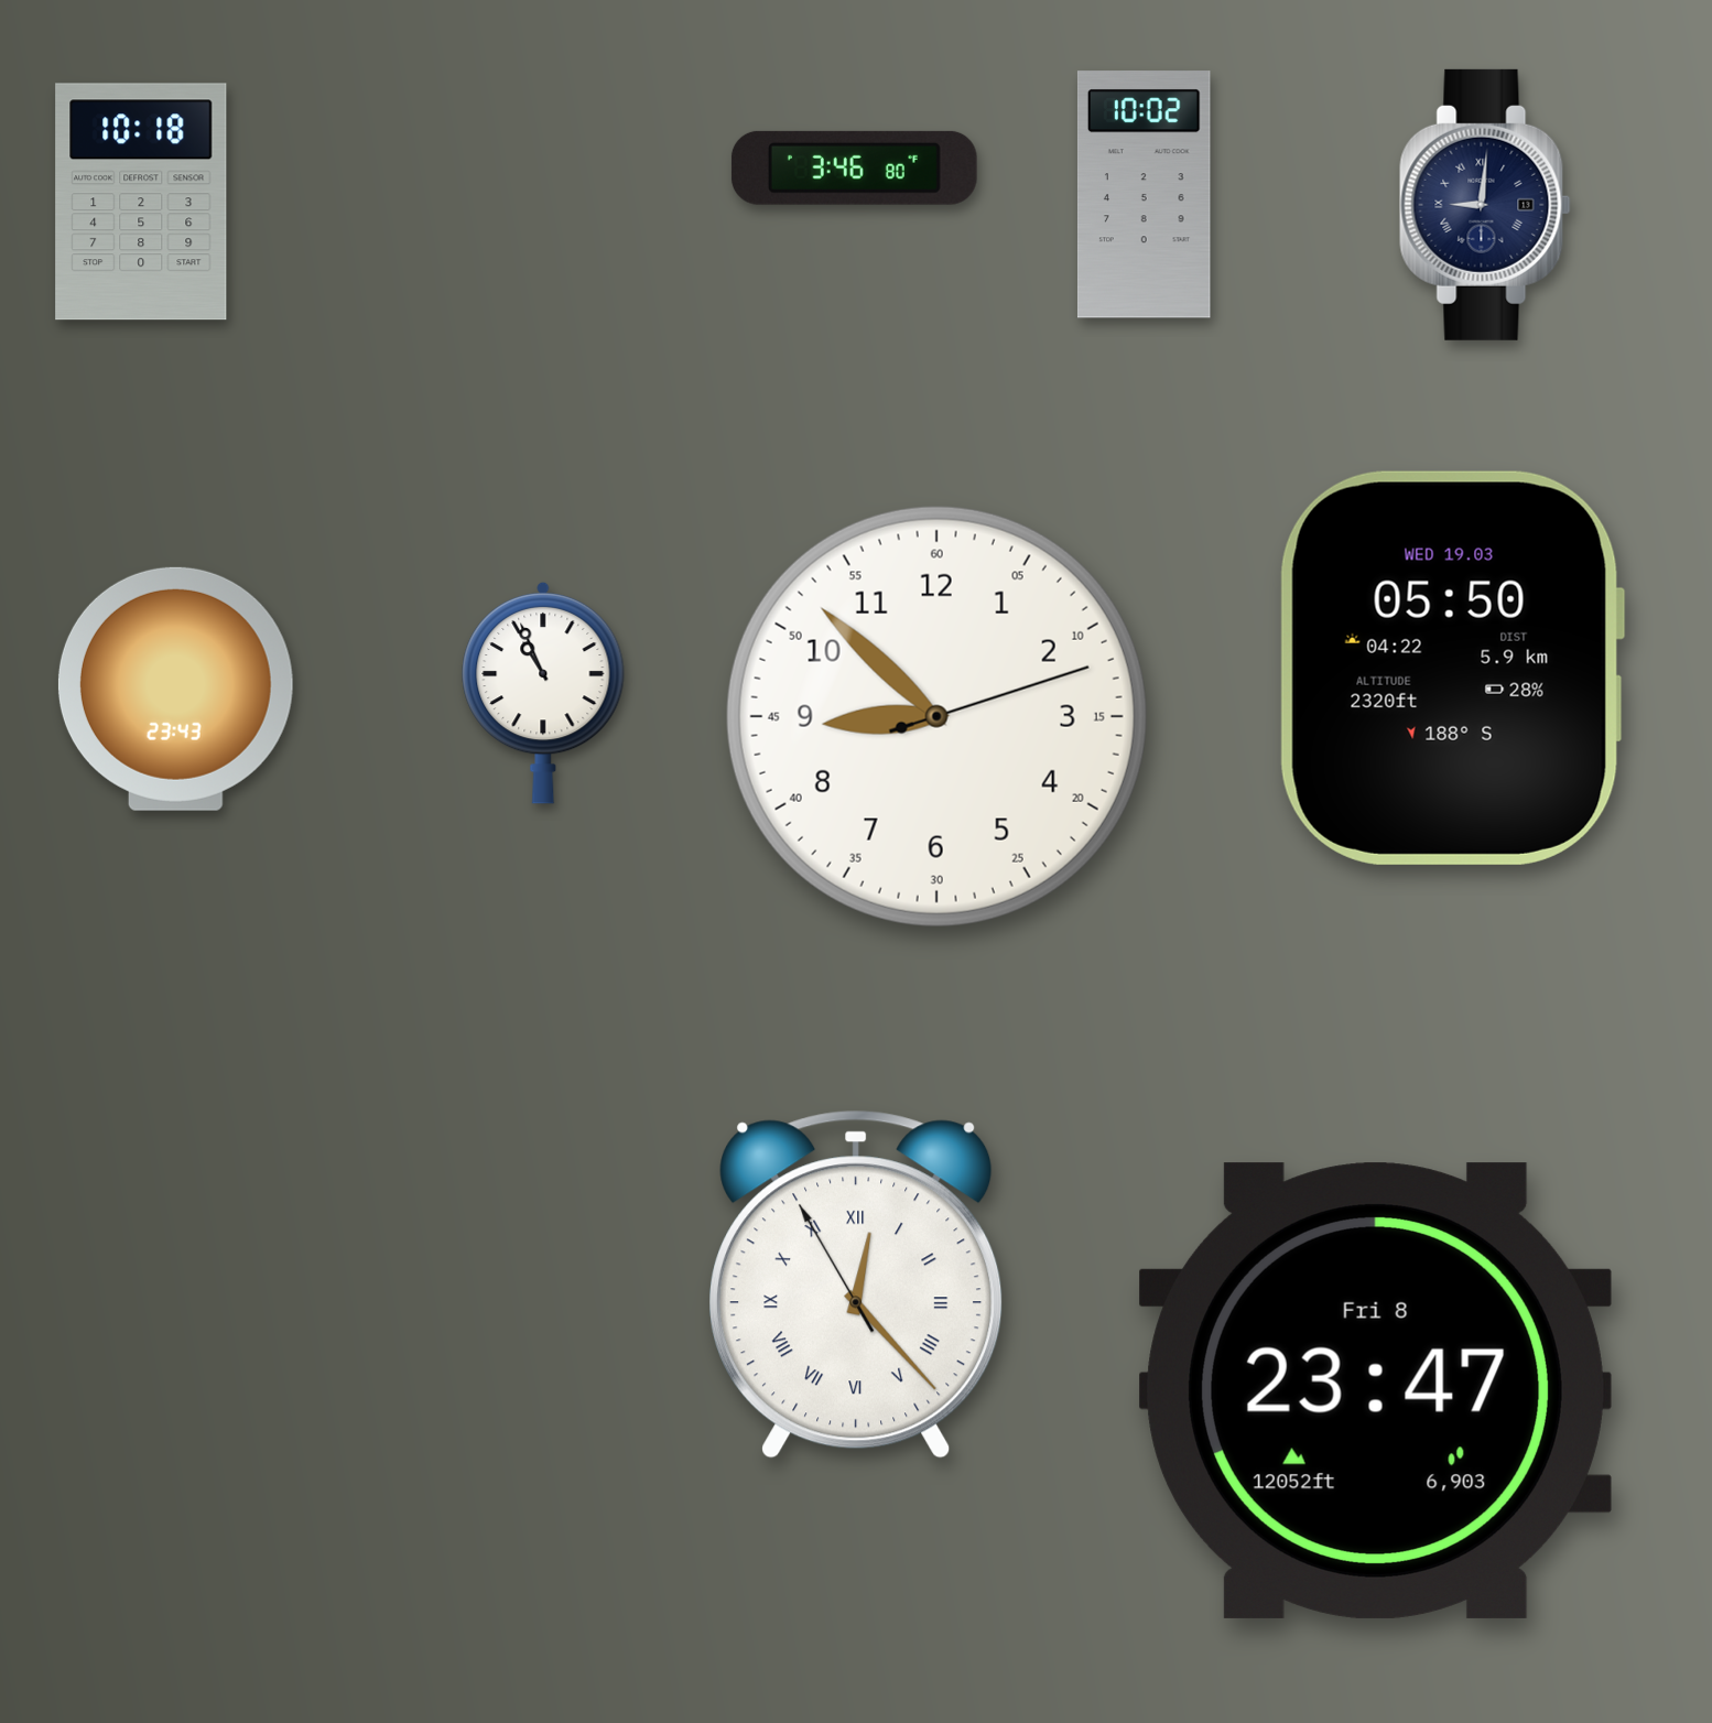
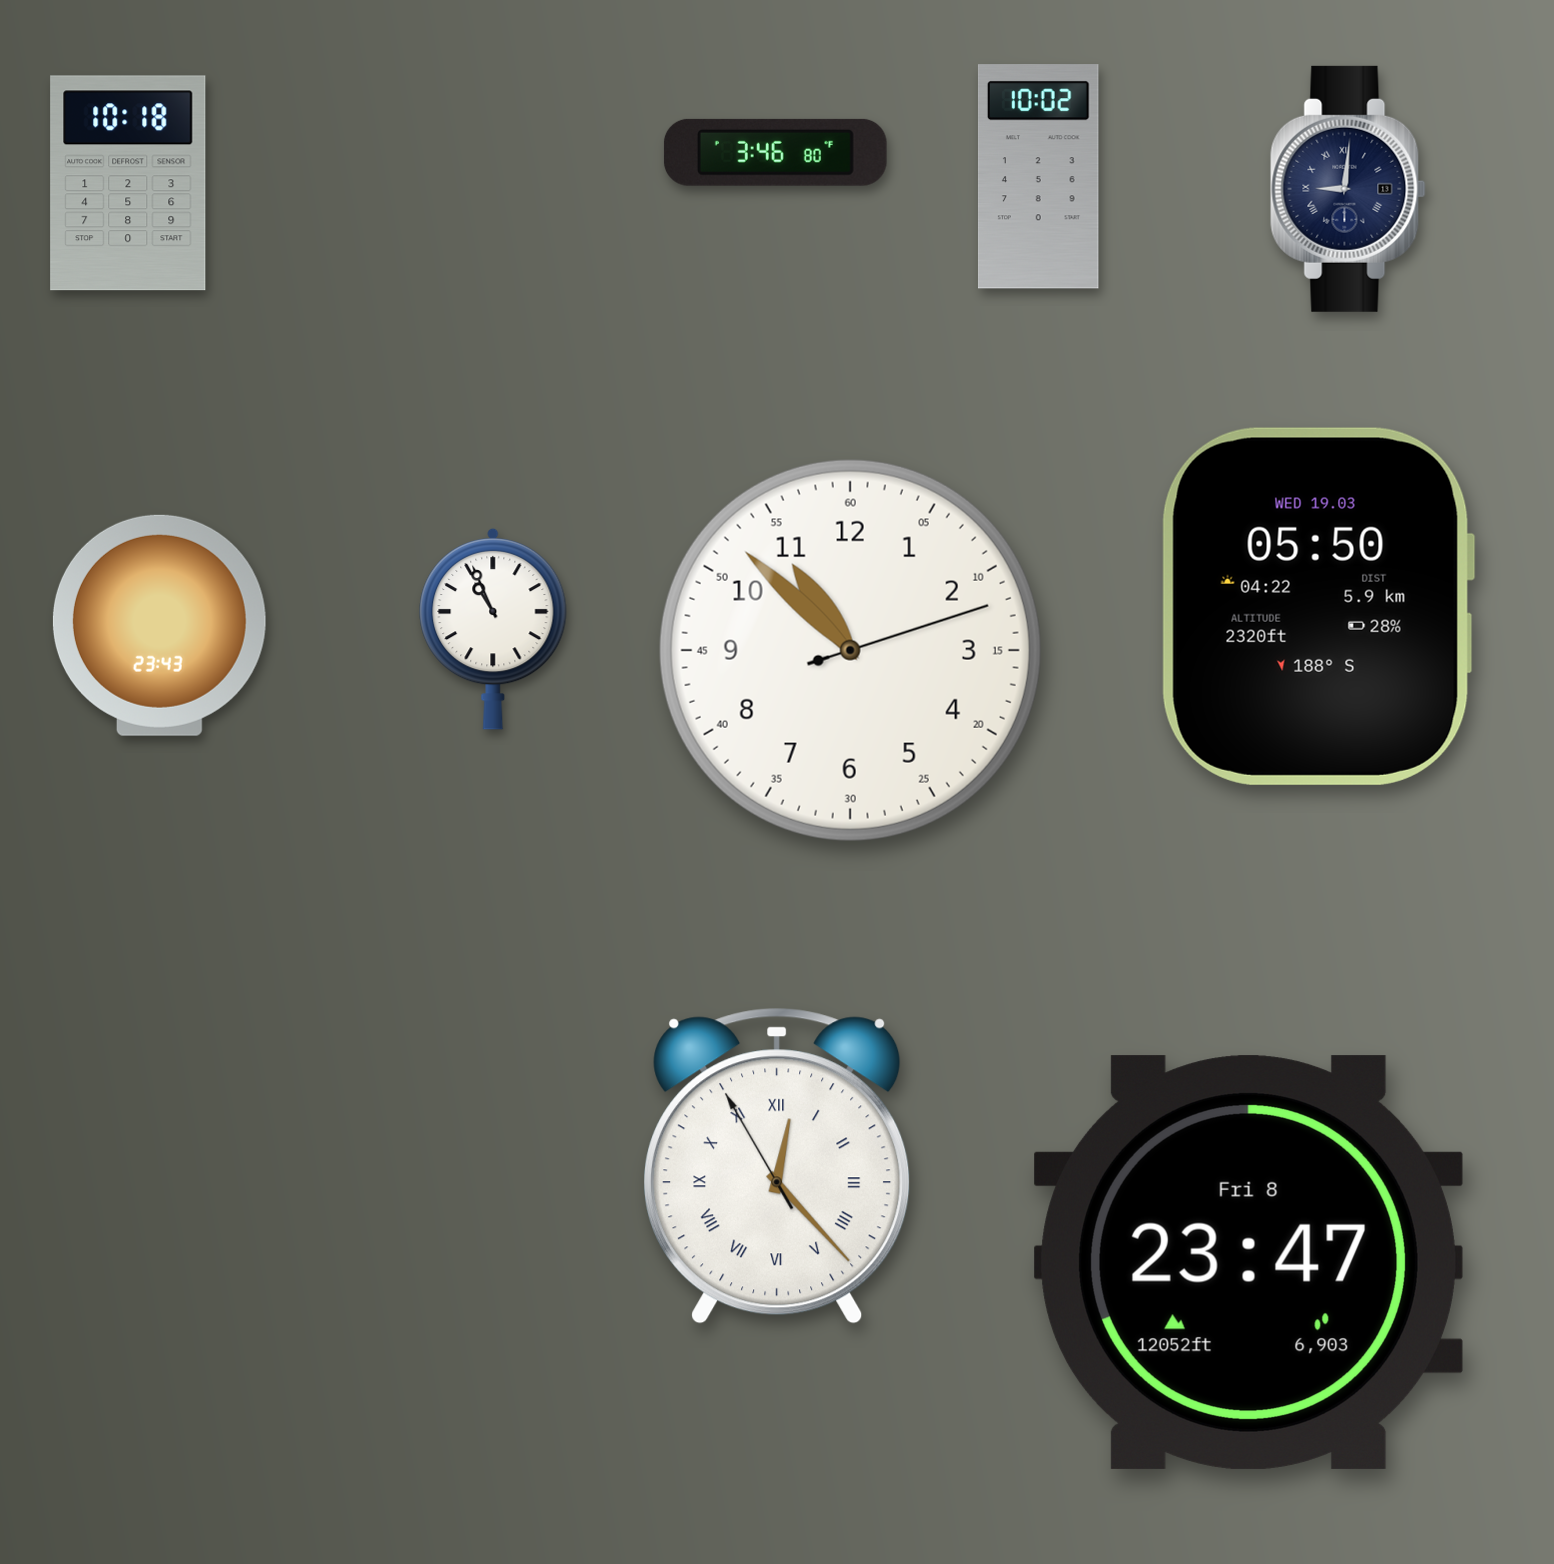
clock at (1485, 205) position: (1485, 205) -> (1348, 189)
clock at (936, 716): 8:52 -> 10:52
